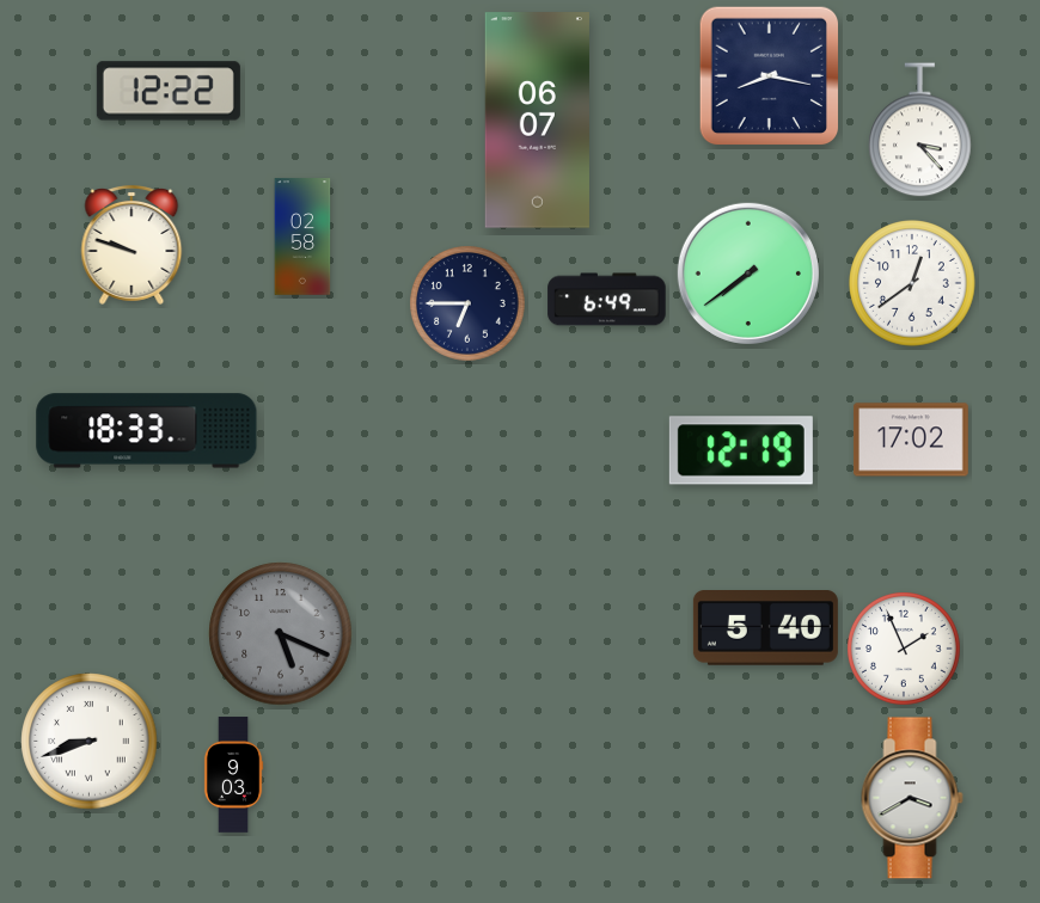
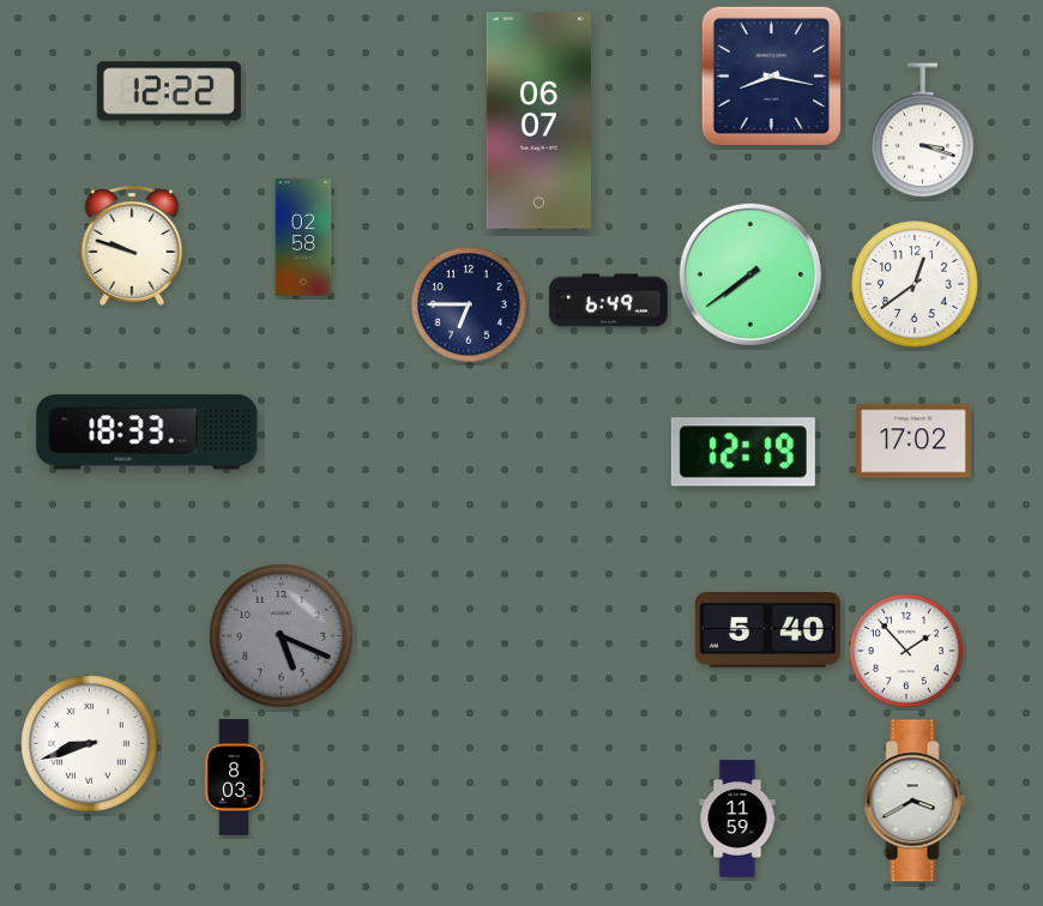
clock at (920, 130): 3:23 -> 3:18
clock at (905, 650): 1:56 -> 1:53
clock at (233, 775): 9:03 -> 8:03
clock at (737, 819): none -> 11:59
